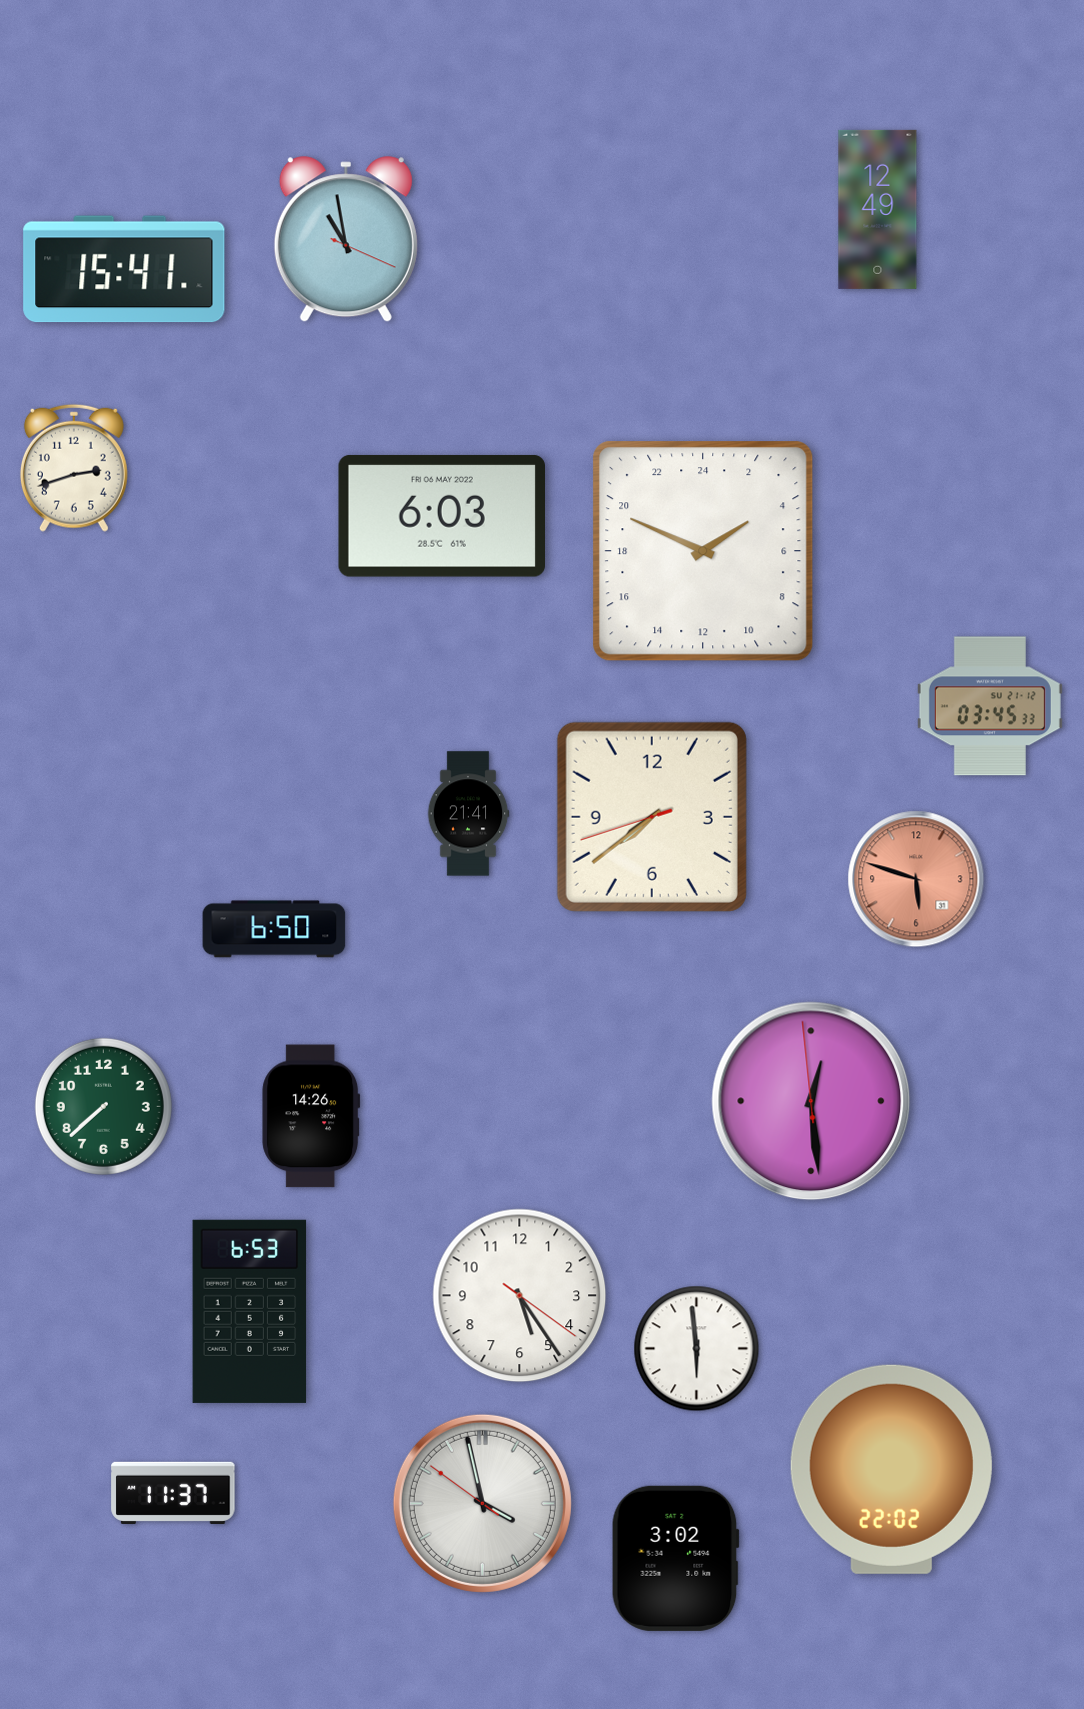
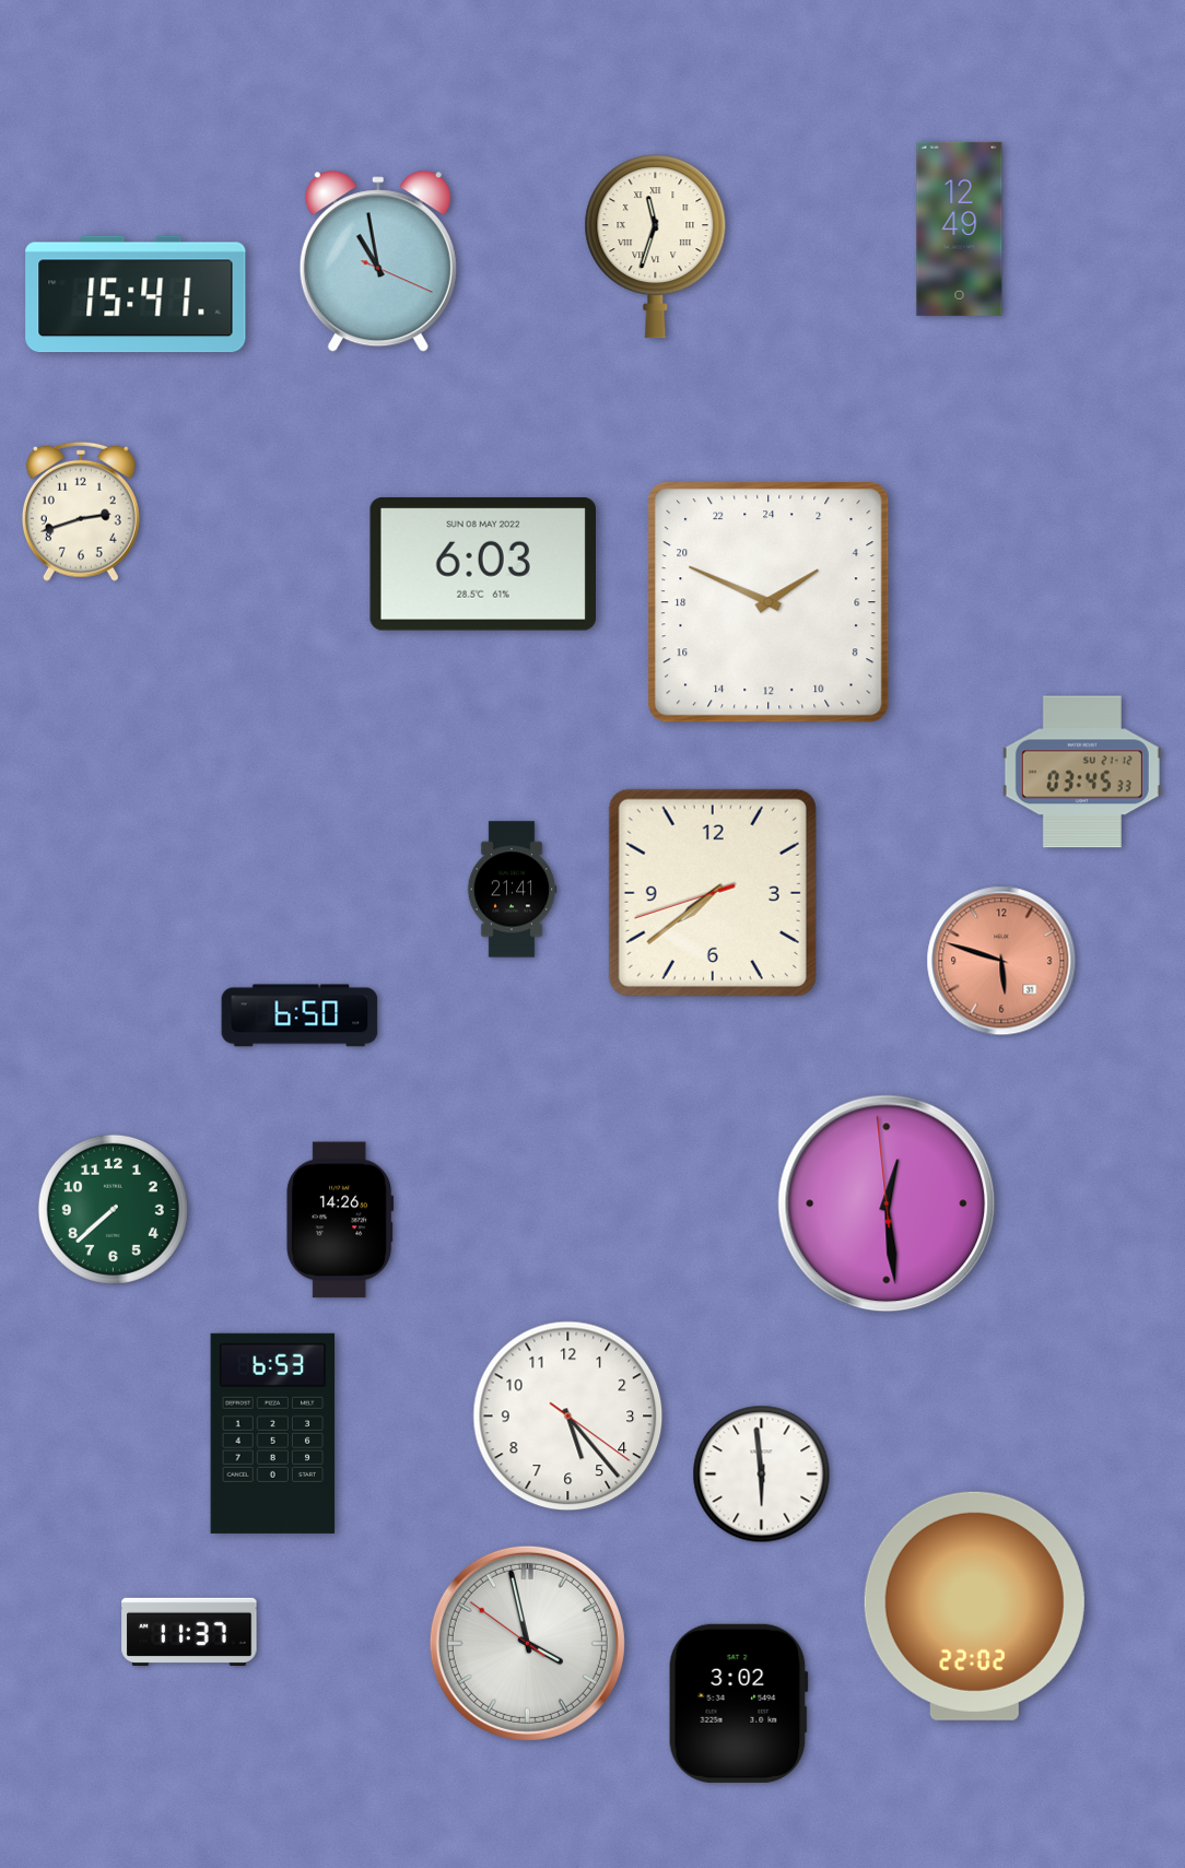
clock at (656, 247): none -> 11:33
clock at (441, 516) date: FRI 06 MAY 2022 -> SUN 08 MAY 2022
clock at (520, 1296): 5:24 -> 5:23
